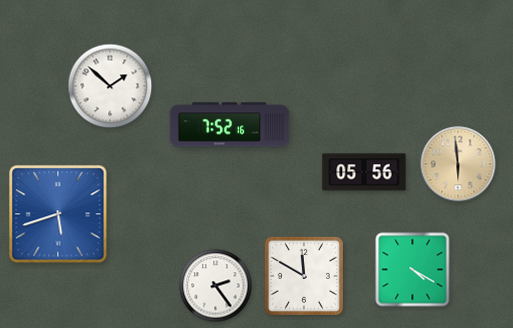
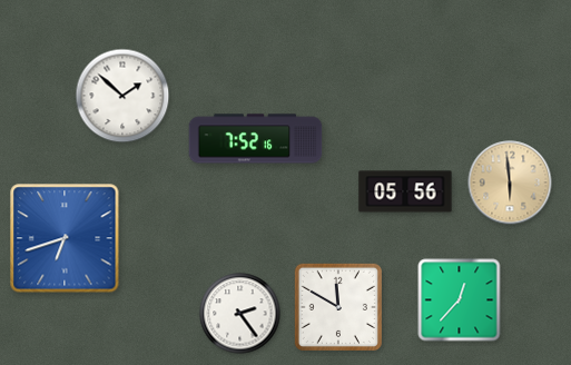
clock at (58, 214): 5:42 -> 6:42
clock at (413, 270): 4:20 -> 12:37
clock at (216, 286) position: (216, 286) -> (240, 314)
